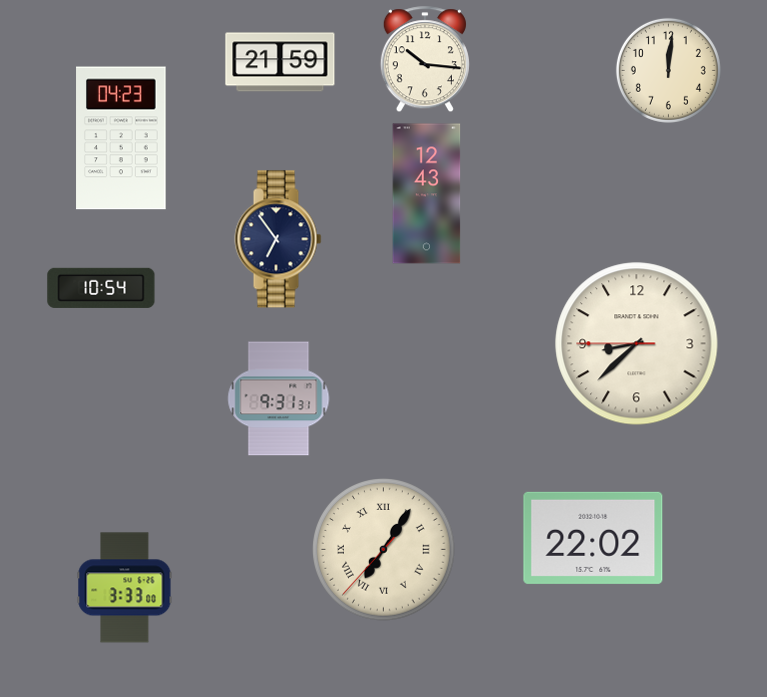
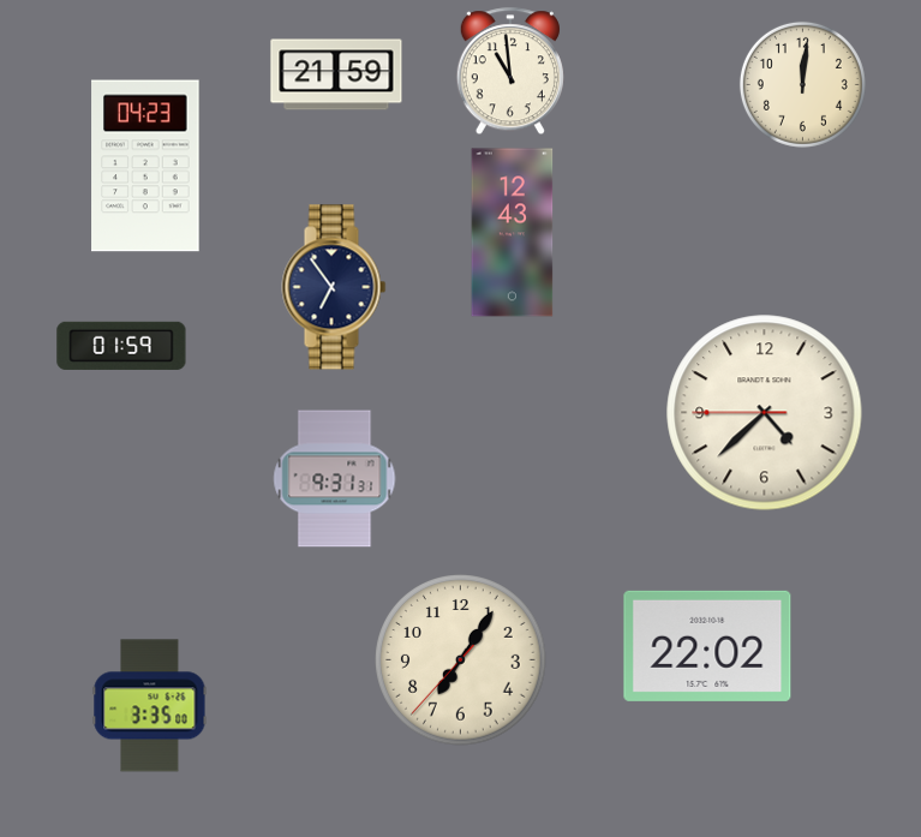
clock at (425, 60): 10:16 -> 10:59
clock at (101, 288): 10:54 -> 01:59
clock at (637, 344): 8:37 -> 4:37
clock at (593, 538) position: (593, 538) -> (707, 646)
clock at (384, 550) numerals: Roman -> Arabic
clock at (125, 588): 3:33 -> 3:35
